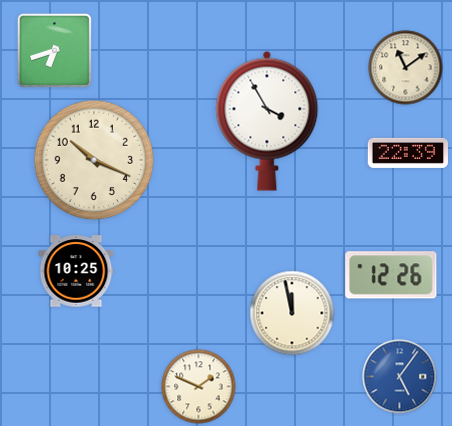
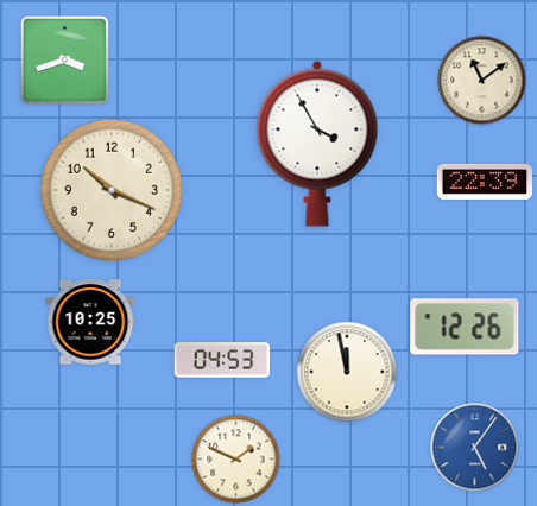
clock at (54, 50): 6:42 -> 3:42
clock at (222, 360): none -> 04:53
